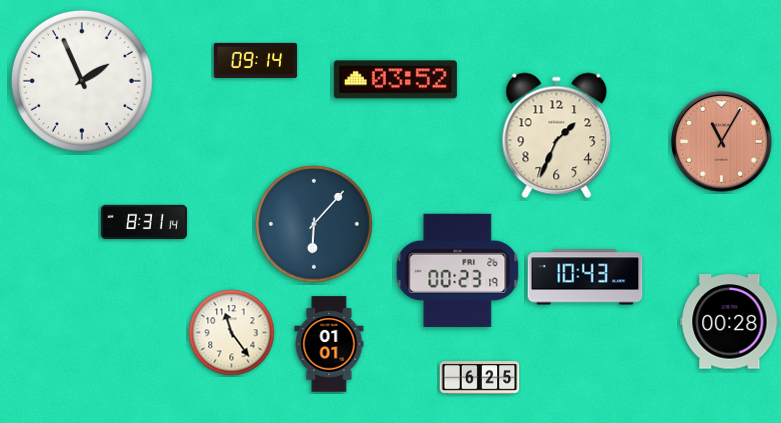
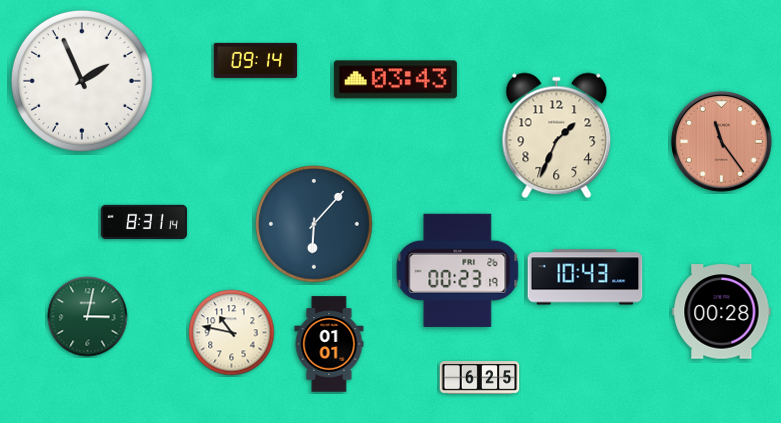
clock at (395, 80): 03:52 -> 03:43
clock at (721, 141): 11:05 -> 11:24
clock at (88, 317): none -> 3:02
clock at (730, 322) position: (730, 322) -> (722, 312)
clock at (232, 333): 11:24 -> 10:47
